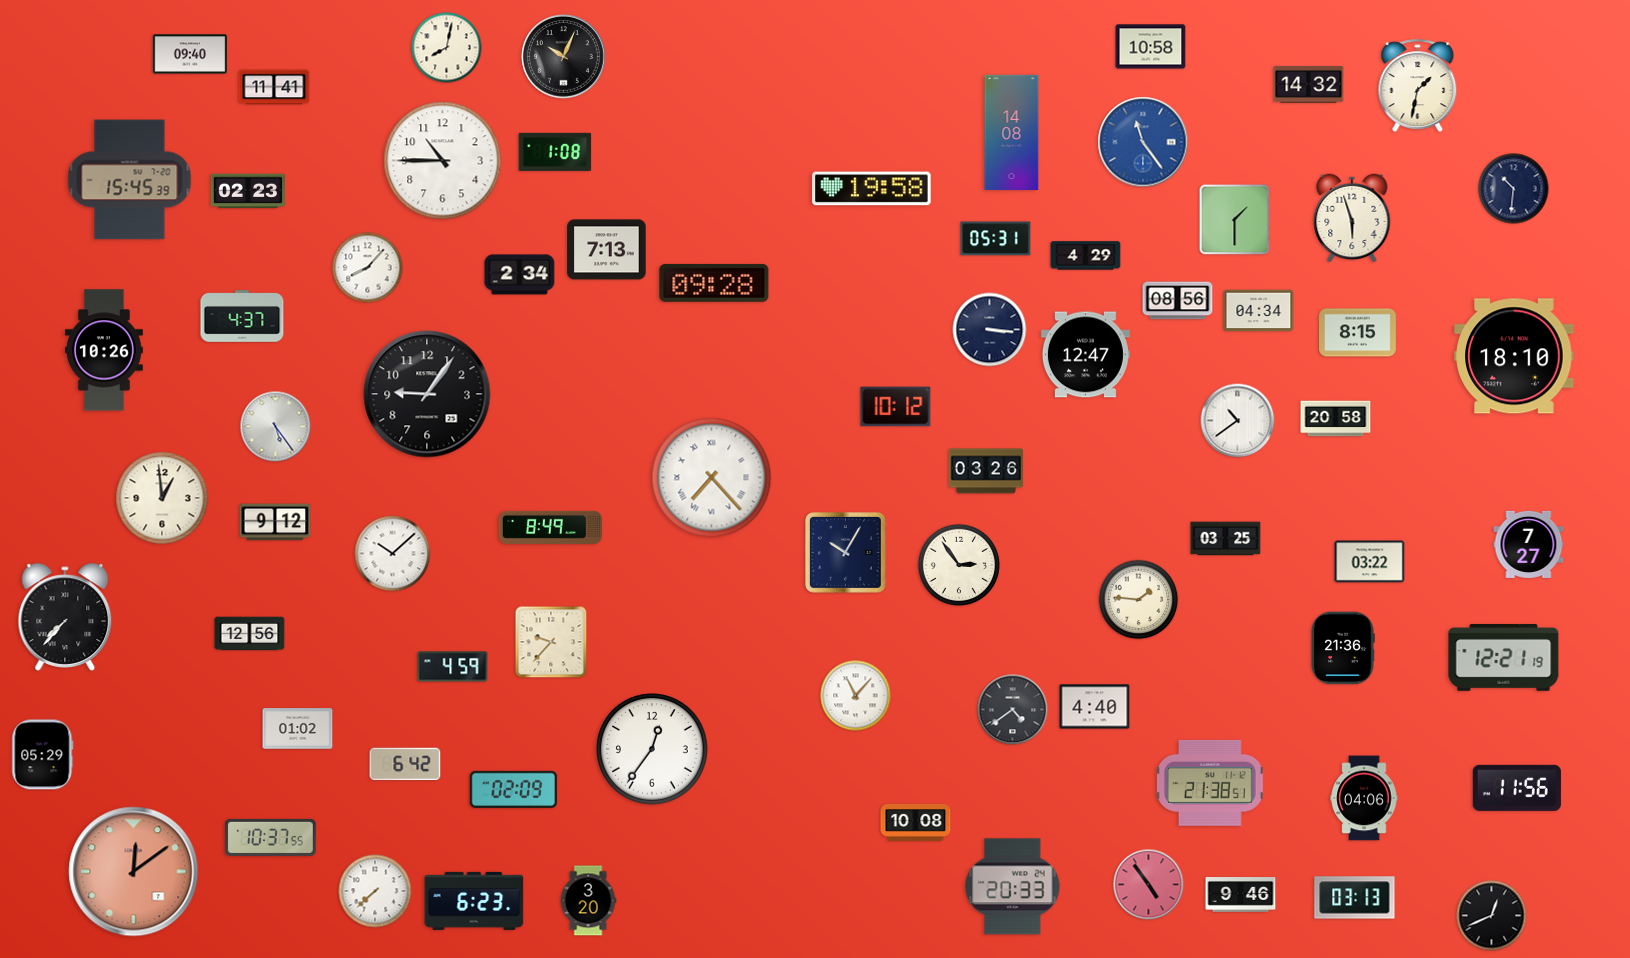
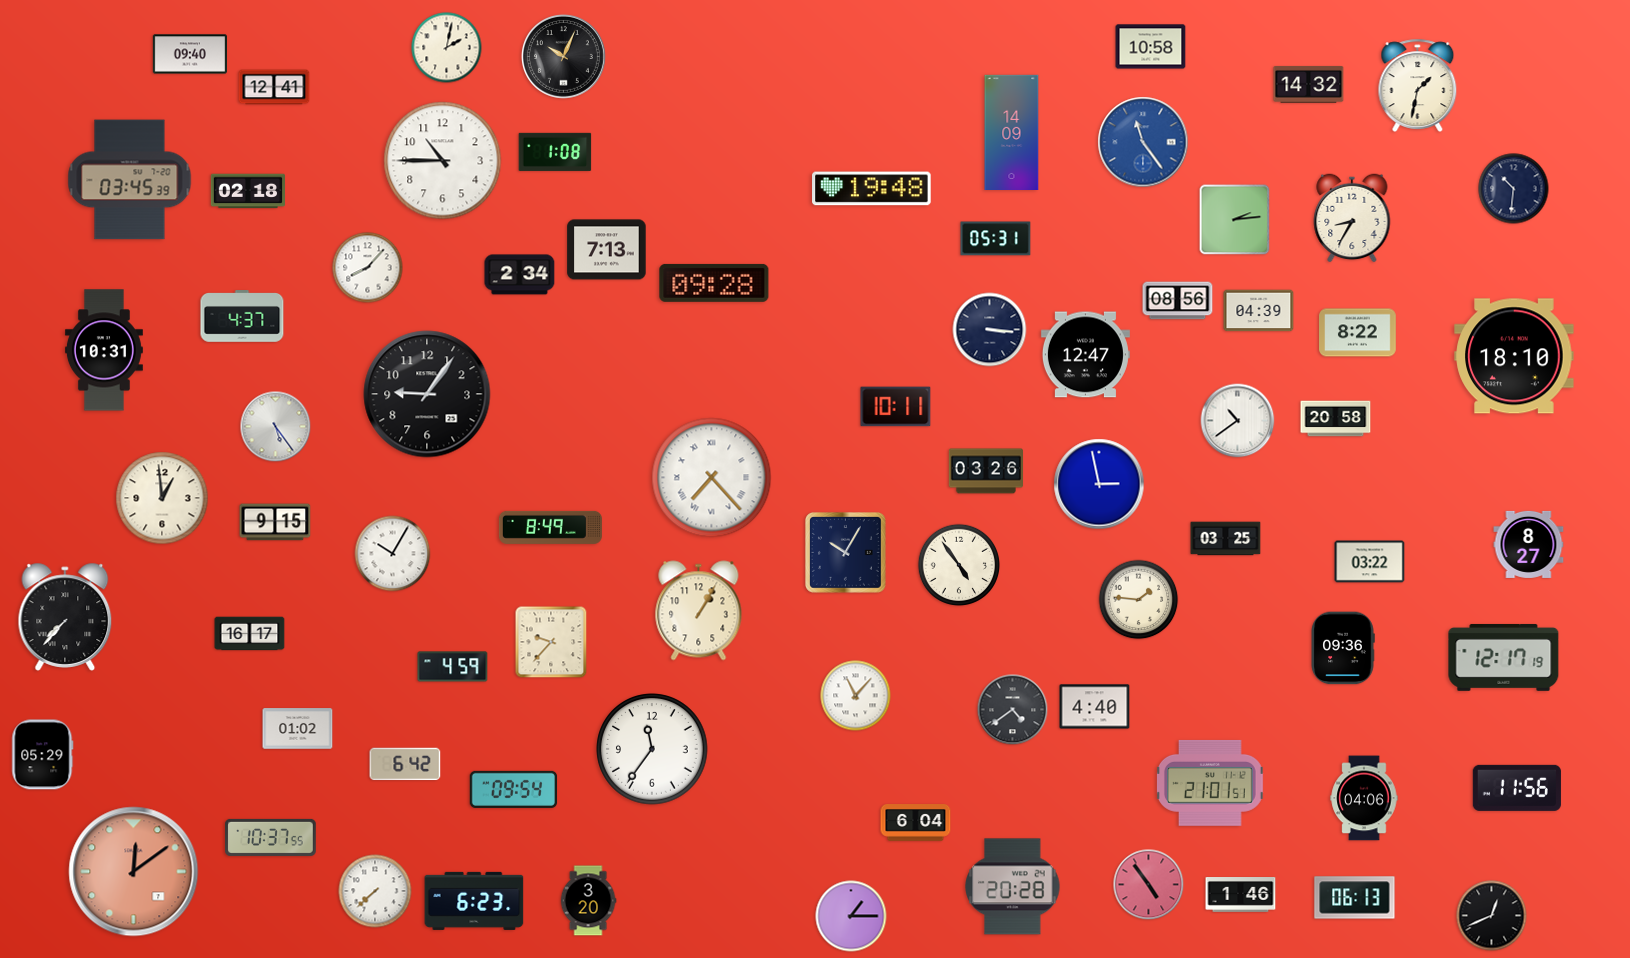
clock at (447, 48): 8:02 -> 2:02
clock at (274, 87): 11:41 -> 12:41
clock at (1012, 132): 14:08 -> 14:09
clock at (130, 180): 15:45 -> 03:45
clock at (872, 189): 19:58 -> 19:48
clock at (247, 191): 02:23 -> 02:18
clock at (1352, 218): 5:57 -> 8:35
clock at (1235, 220): 1:30 -> 2:14
clock at (1086, 256): 4:29 -> none
clock at (1259, 311): 04:34 -> 04:39
clock at (1358, 333): 8:15 -> 8:22
clock at (104, 350): 10:26 -> 10:31
clock at (896, 407): 10:12 -> 10:11
clock at (1099, 484): none -> 2:58
clock at (275, 522): 9:12 -> 9:15
clock at (1529, 544): 7:27 -> 8:27
clock at (393, 554): 10:08 -> 10:05
clock at (958, 564): 2:54 -> 4:54
clock at (699, 611): none -> 1:05
clock at (250, 634): 12:56 -> 16:17
clock at (1343, 648): 21:36 -> 09:36
clock at (1504, 657): 12:21 -> 12:17
clock at (652, 749): 12:36 -> 11:36
clock at (1210, 783): 21:38 -> 21:01
clock at (514, 789): 02:09 -> 09:54
clock at (916, 823): 10:08 -> 6:04
clock at (1013, 887): 20:33 -> 20:28
clock at (1241, 895): 9:46 -> 1:46
clock at (1355, 898): 03:13 -> 06:13
clock at (851, 916): none -> 1:15
